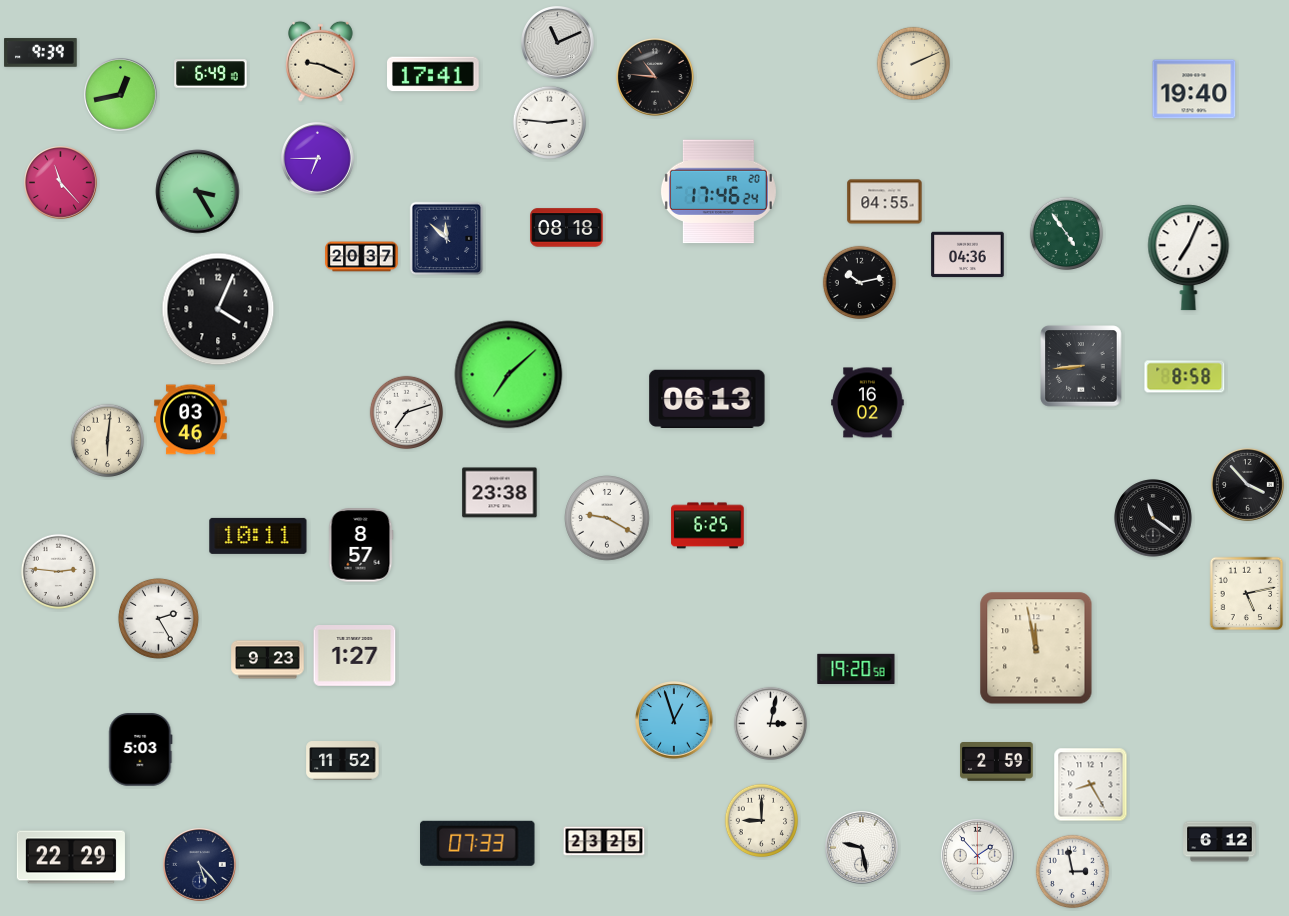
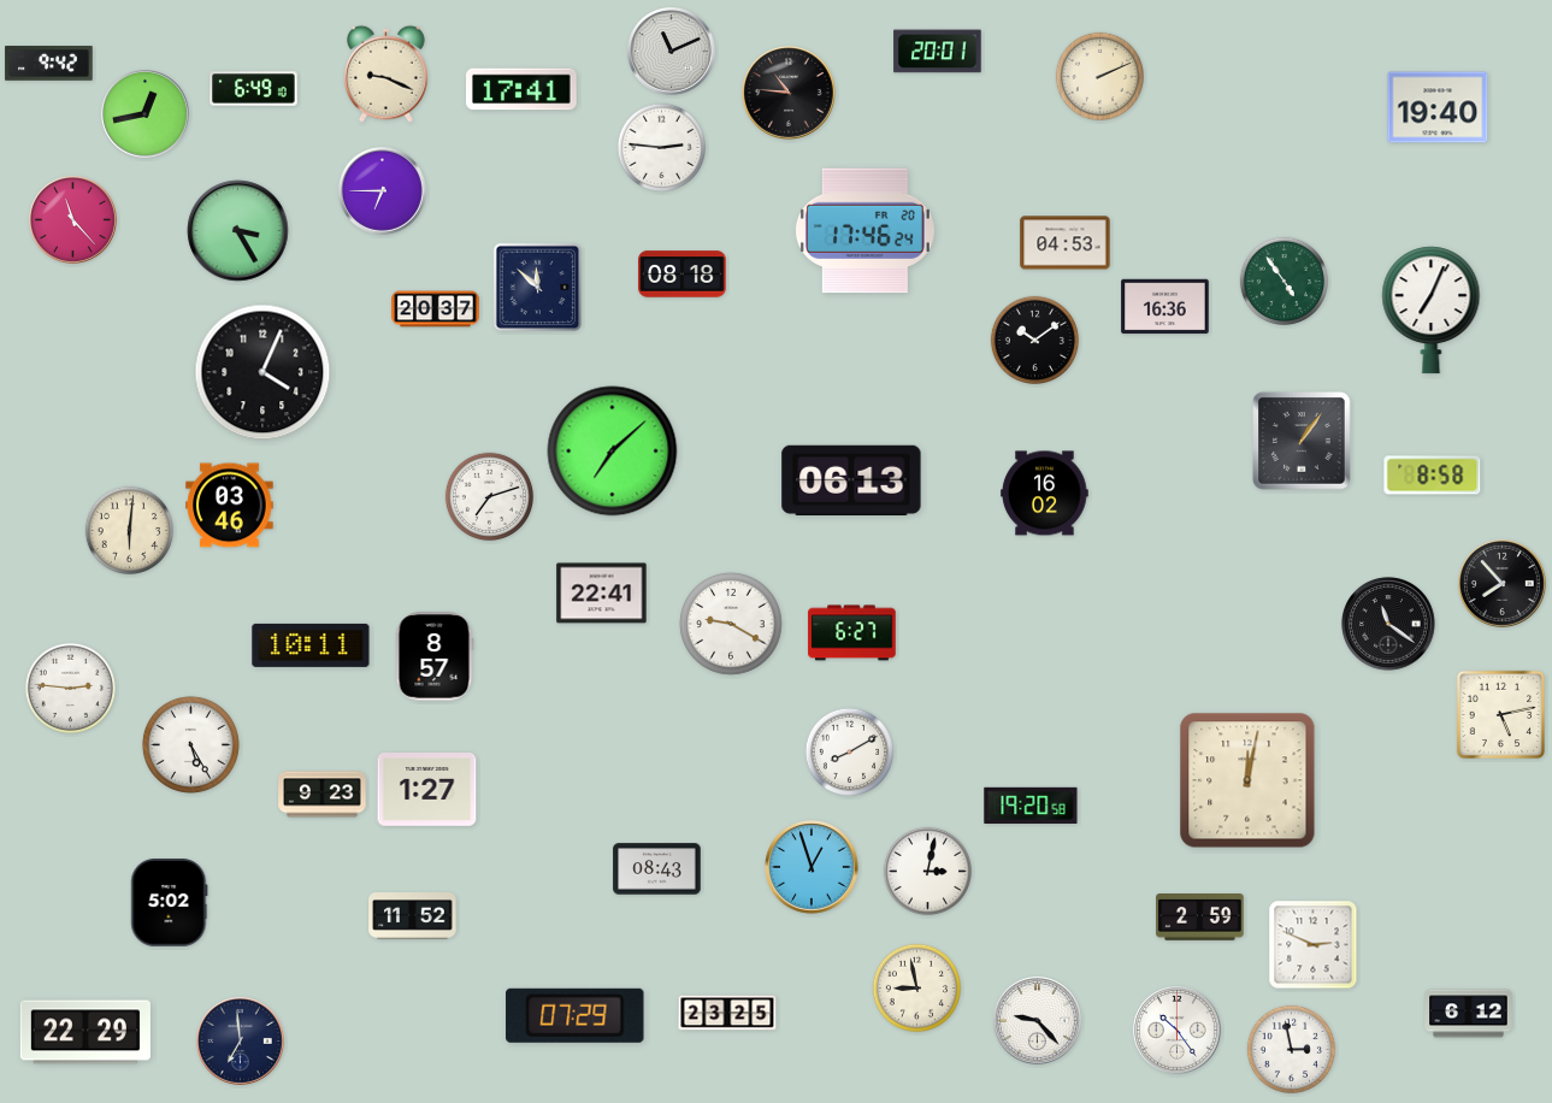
clock at (938, 52): none -> 20:01
clock at (41, 53): 9:39 -> 9:42
clock at (885, 202): 04:55 -> 04:53
clock at (968, 255): 04:36 -> 16:36
clock at (860, 283): 10:13 -> 10:09
clock at (1081, 366): 8:44 -> 1:06
clock at (1185, 377) position: (1185, 377) -> (1433, 476)
clock at (868, 403) position: (868, 403) -> (1045, 494)
clock at (1248, 485): 3:53 -> 7:53
clock at (500, 493): 23:38 -> 22:41
clock at (708, 526): 6:25 -> 6:27
clock at (158, 618): 2:25 -> 5:25
clock at (850, 753): none -> 8:10
clock at (1036, 648): 11:58 -> 12:02
clock at (657, 869): none -> 08:43
clock at (141, 750): 5:03 -> 5:02
clock at (1091, 785): 8:25 -> 2:49
clock at (762, 821): 9:00 -> 8:58
clock at (478, 843): 07:33 -> 07:29
clock at (862, 848): 9:28 -> 9:23
clock at (978, 856): 1:53 -> 10:24
clock at (200, 865): 5:23 -> 6:59
